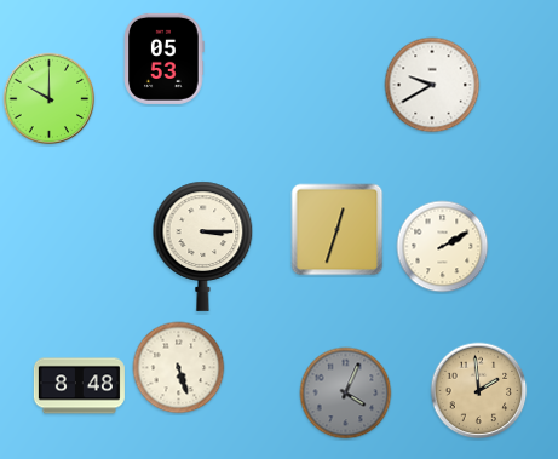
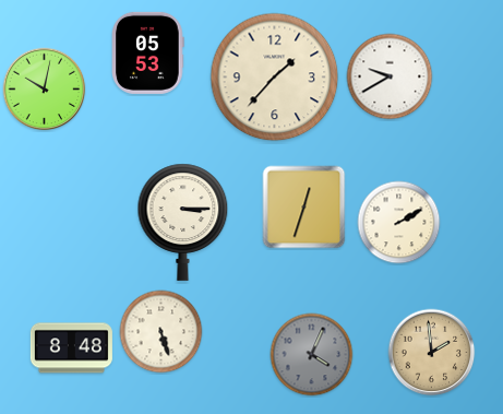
clock at (275, 78): none -> 1:37
clock at (50, 99): 10:00 -> 10:02
